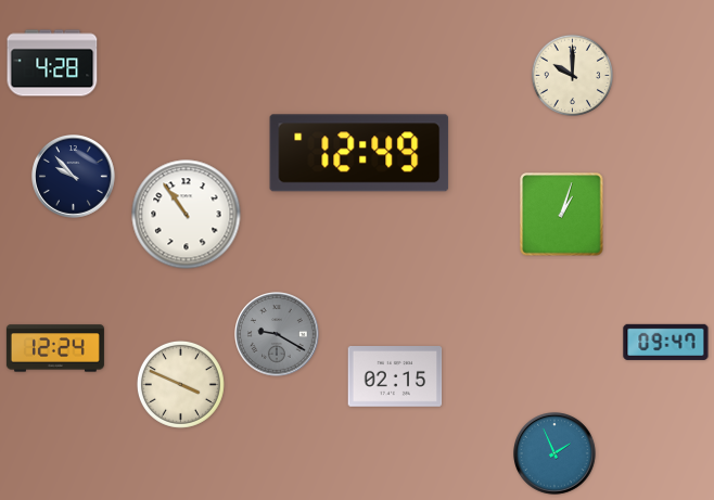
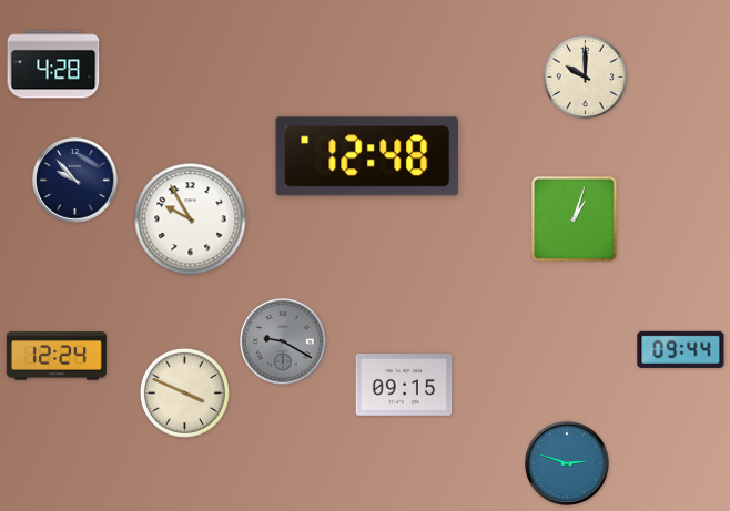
clock at (359, 153): 12:49 -> 12:48
clock at (187, 215): 10:54 -> 9:55
clock at (666, 342): 09:47 -> 09:44
clock at (395, 377): 02:15 -> 09:15
clock at (556, 454): 1:56 -> 2:48
